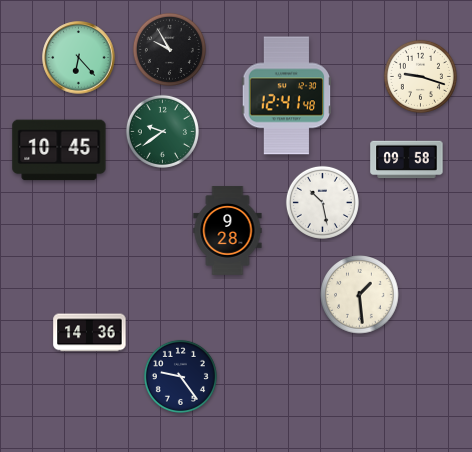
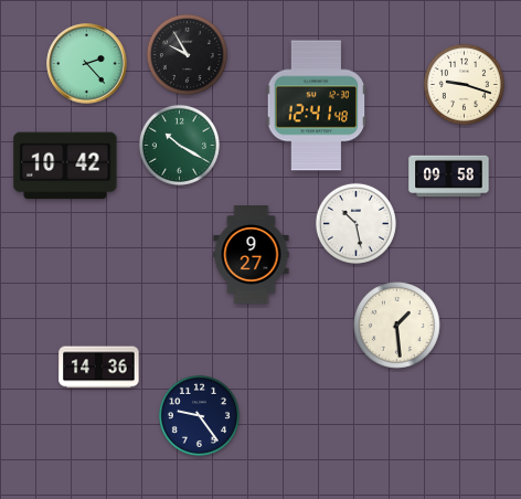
clock at (79, 58): 6:23 -> 2:23
clock at (162, 131): 9:39 -> 10:20
clock at (59, 150): 10:45 -> 10:42
clock at (228, 231): 9:28 -> 9:27
